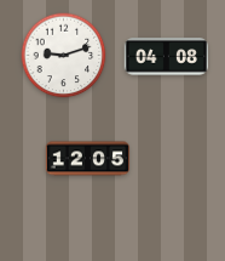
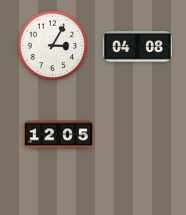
clock at (64, 56): 9:12 -> 3:05
clock at (88, 159) position: (88, 159) -> (59, 135)
